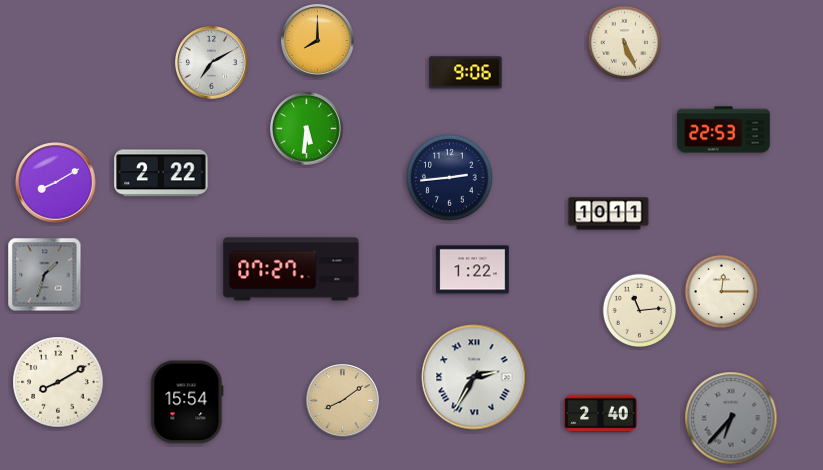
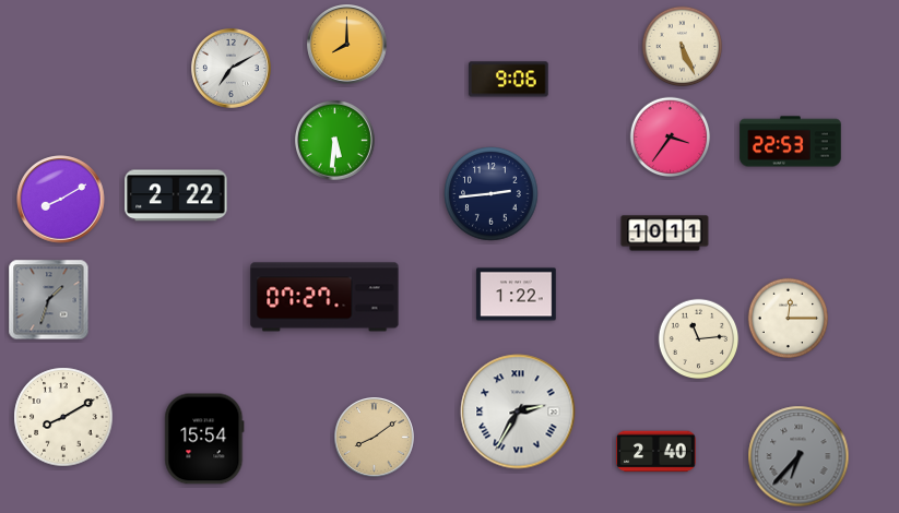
clock at (671, 138): none -> 3:36
clock at (161, 173) position: (161, 173) -> (176, 195)
clock at (291, 269) position: (291, 269) -> (324, 297)
